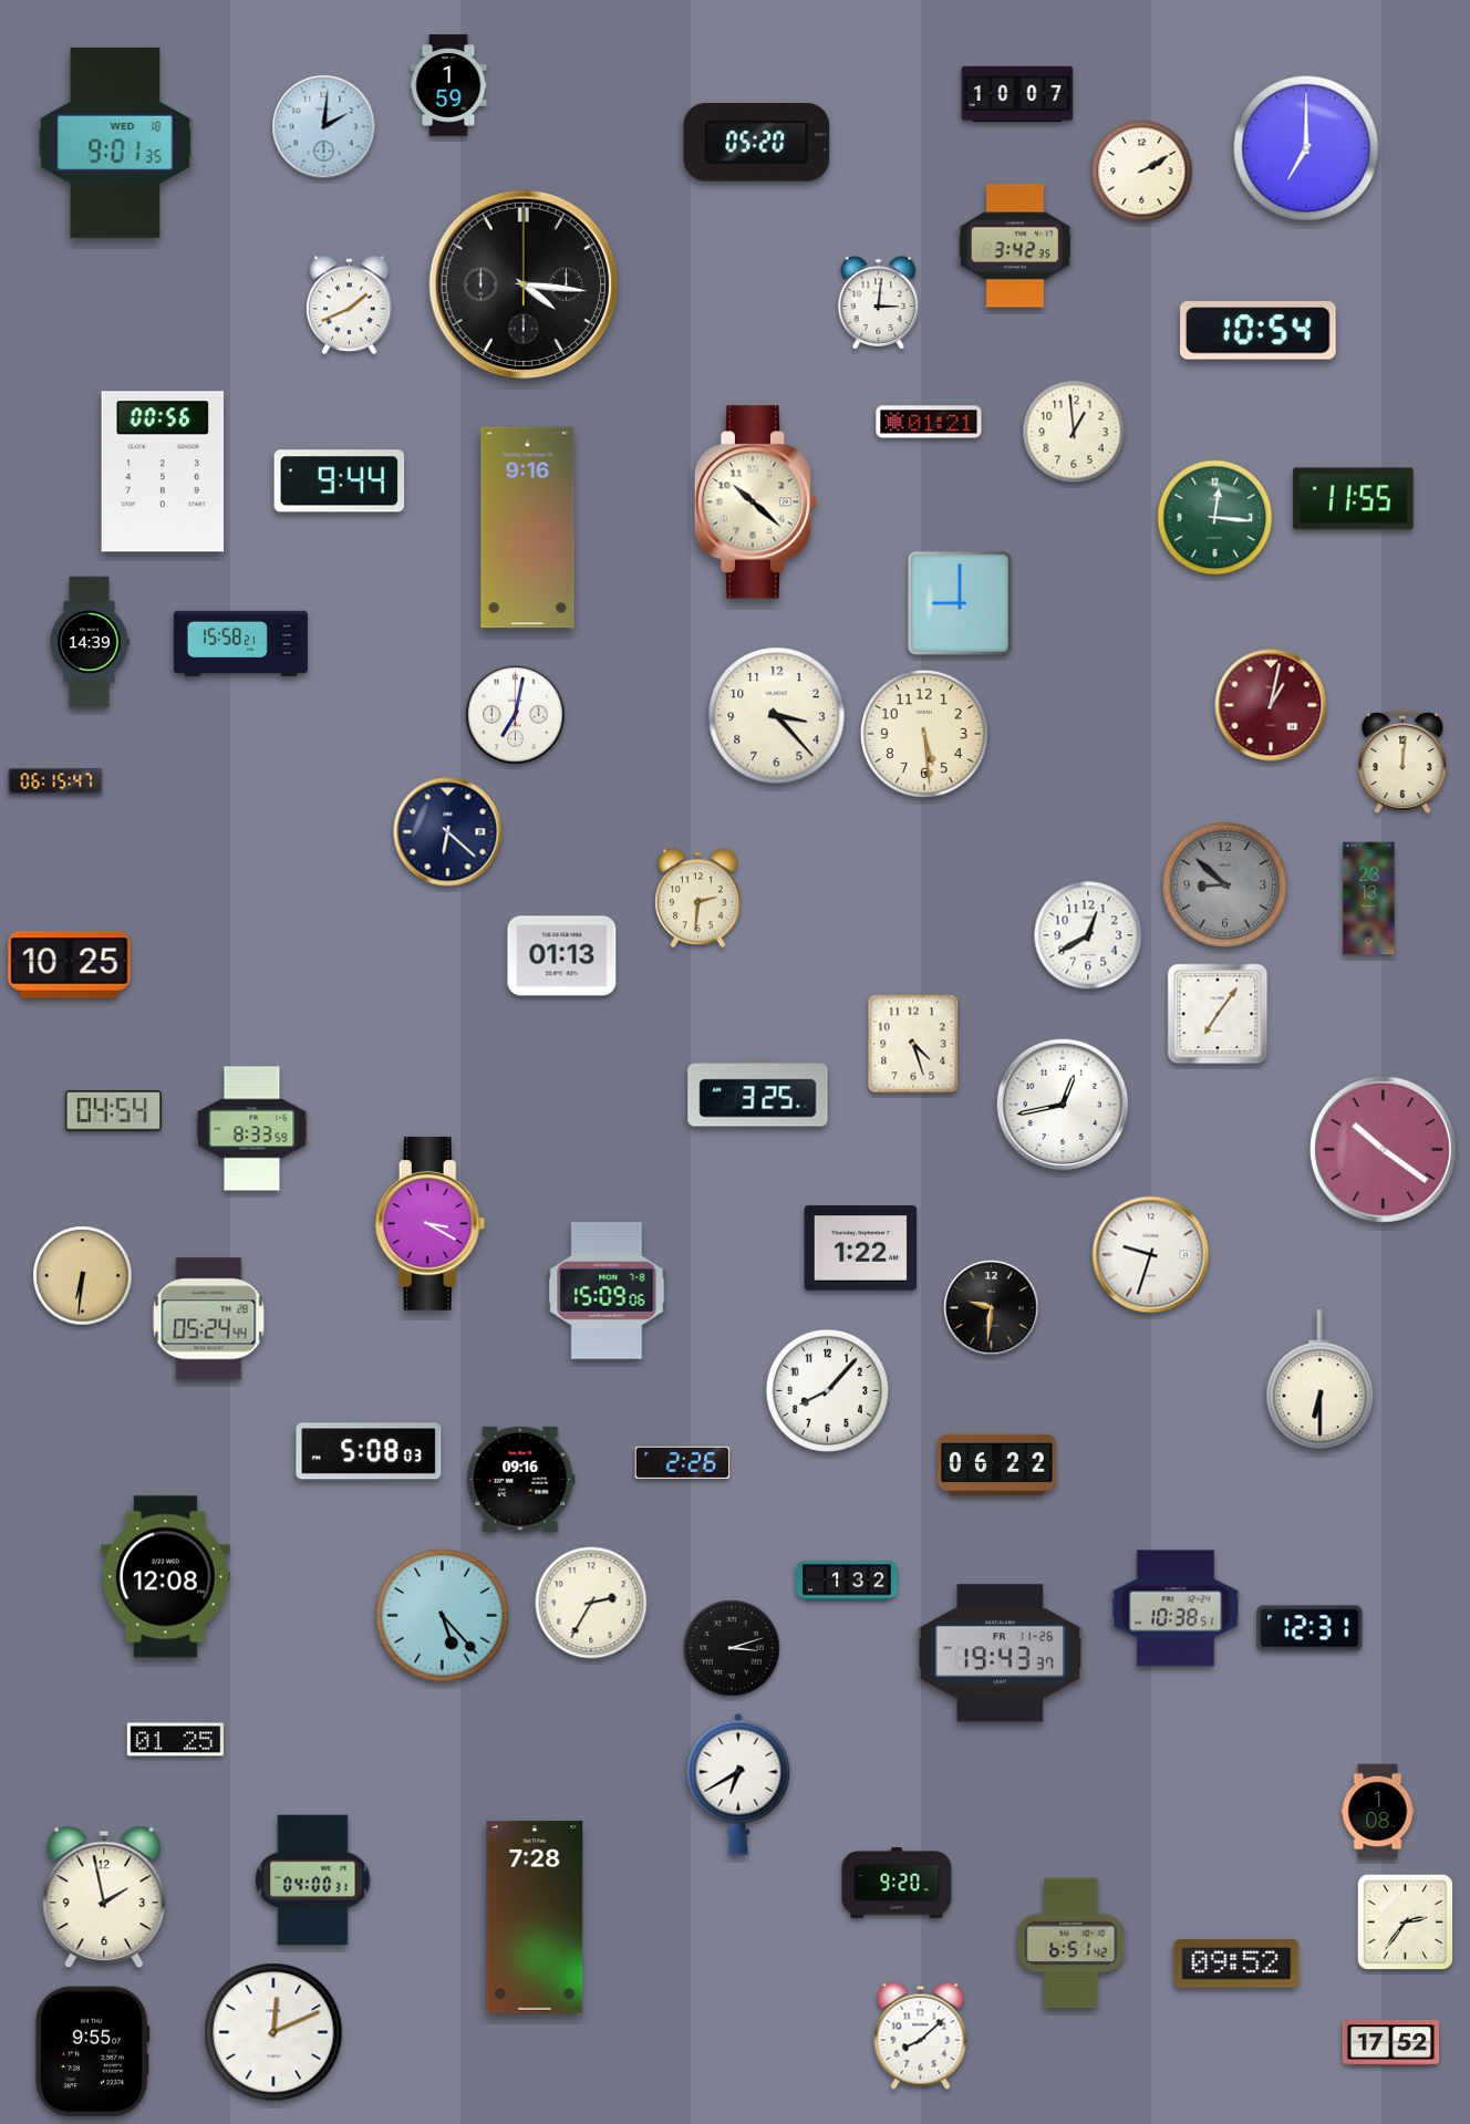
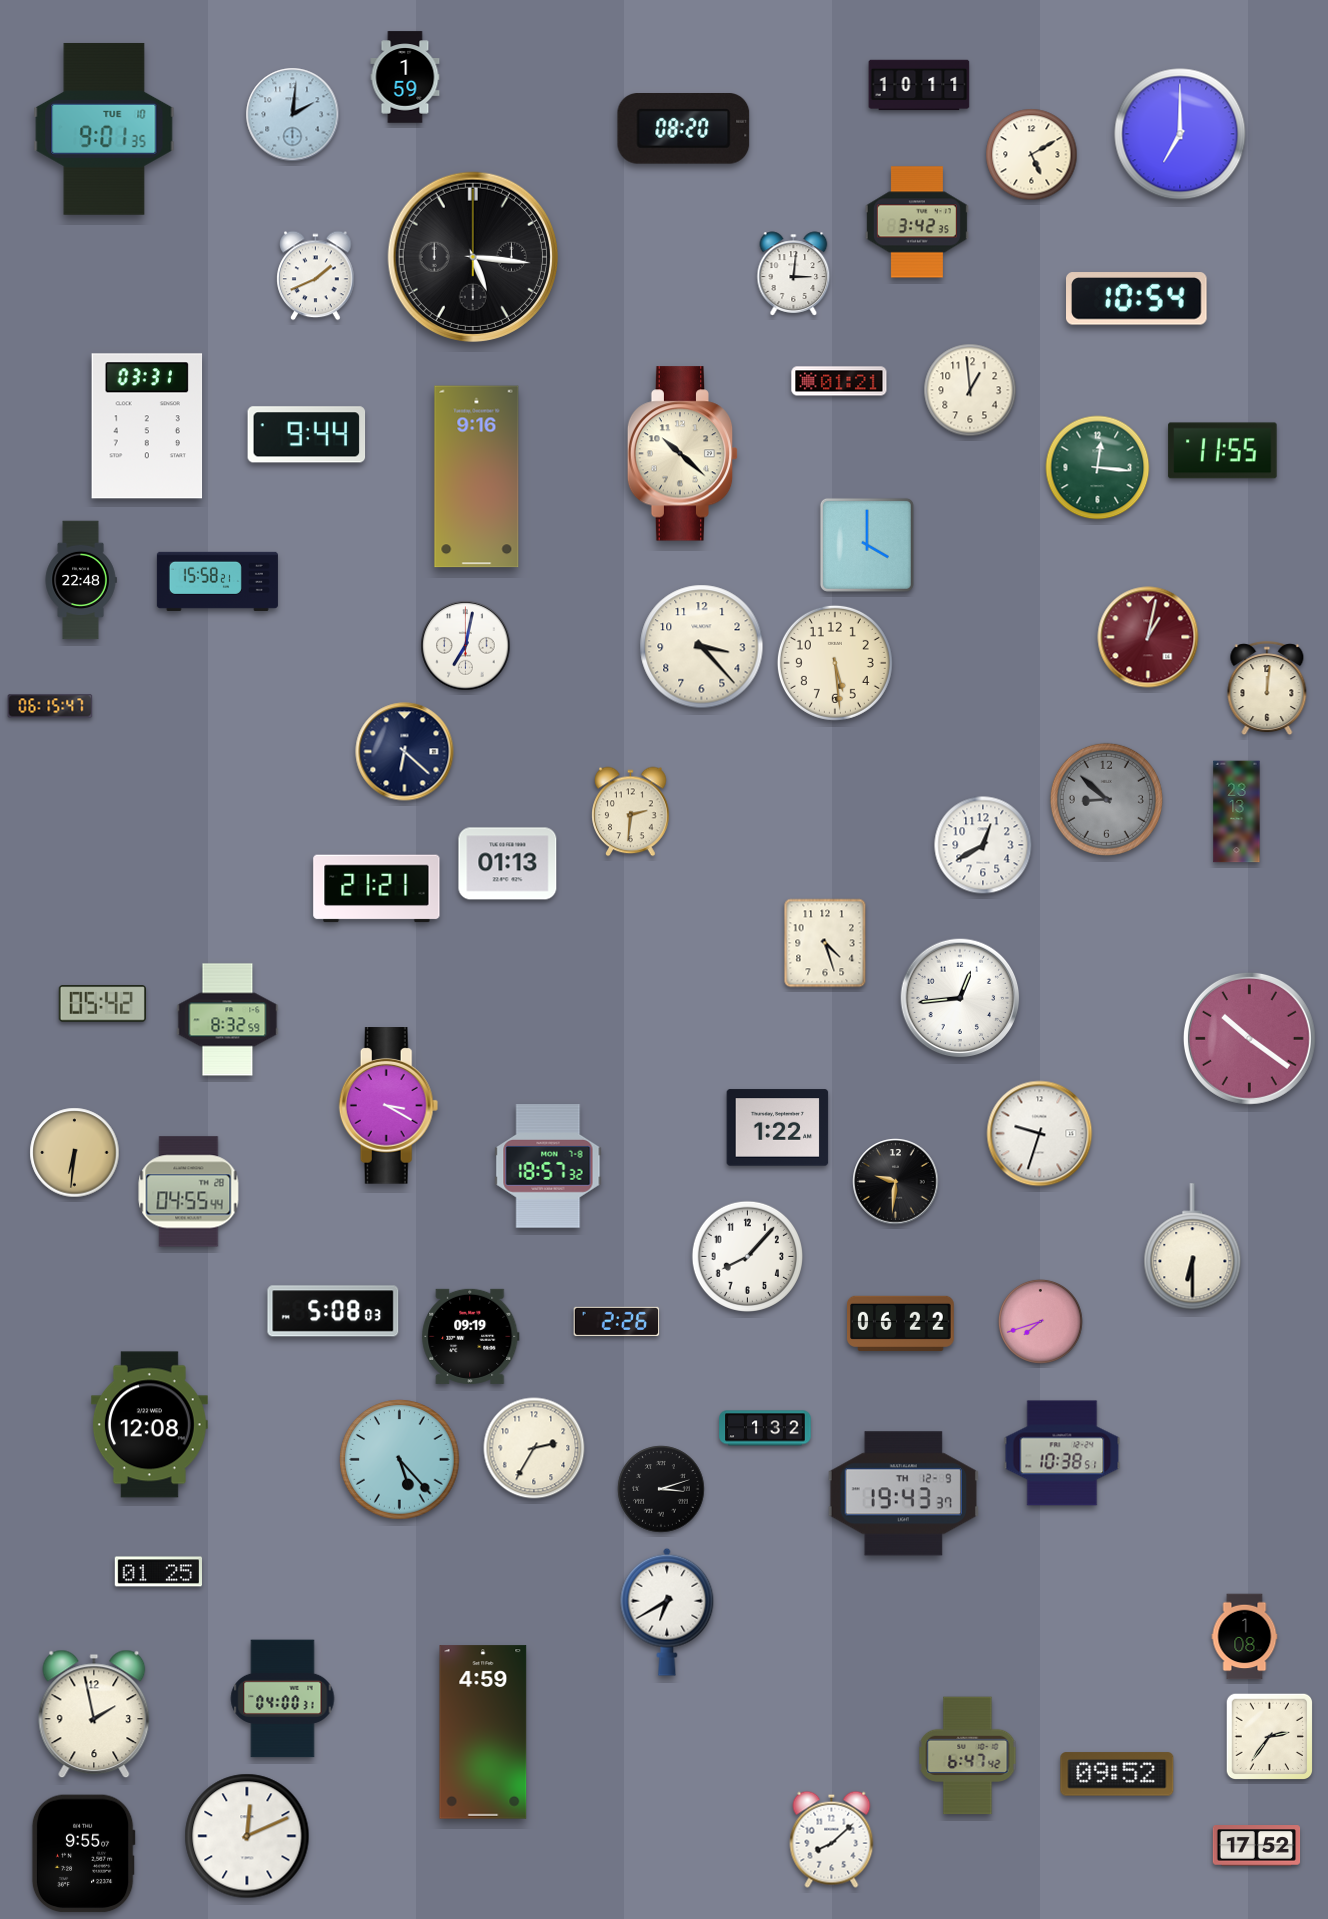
clock at (1017, 94): 10:07 -> 10:11
clock at (115, 143) date: WED 18 -> TUE 10
clock at (757, 143): 05:20 -> 08:20
clock at (1142, 172): 2:10 -> 5:10
clock at (522, 283): 4:16 -> 5:16
clock at (163, 472): 00:56 -> 03:31
clock at (960, 603): 9:00 -> 4:00
clock at (90, 642): 14:39 -> 22:48
clock at (70, 965): 10:25 -> none
clock at (377, 889): none -> 21:21
clock at (1218, 1014): 7:06 -> none
clock at (758, 1094): 3:25 -> none
clock at (1063, 1105): 12:43 -> 12:44
clock at (113, 1111): 04:54 -> 05:42
clock at (252, 1129): 8:33 -> 8:32
clock at (607, 1291): 15:09 -> 18:57
clock at (209, 1319): 05:24 -> 04:55
clock at (1041, 1322): none -> 7:42
clock at (521, 1479): 09:16 -> 09:19
clock at (1309, 1628): 12:31 -> none
clock at (1000, 1654) date: FR 11-26 -> TH 12-9
clock at (897, 1883): 9:20 -> none
clock at (535, 1917): 7:28 -> 4:59
clock at (1072, 1944): 6:51 -> 6:47
